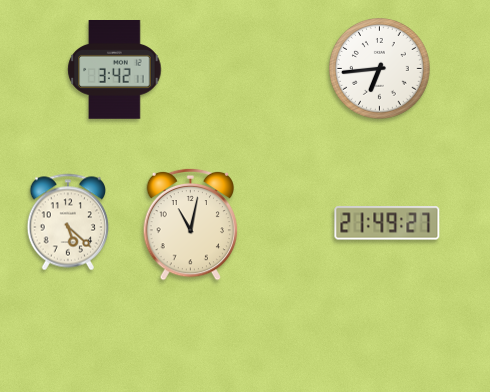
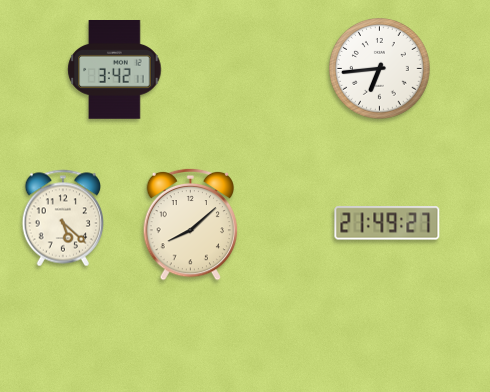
clock at (68, 222) position: (68, 222) -> (63, 218)
clock at (191, 224): 11:02 -> 8:08
